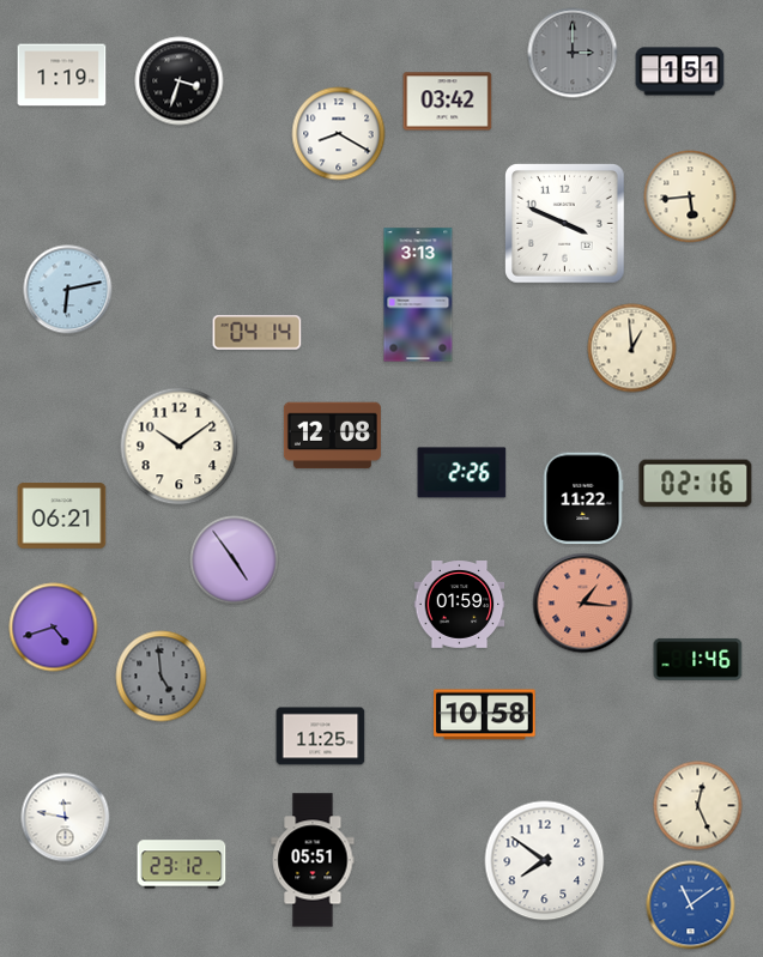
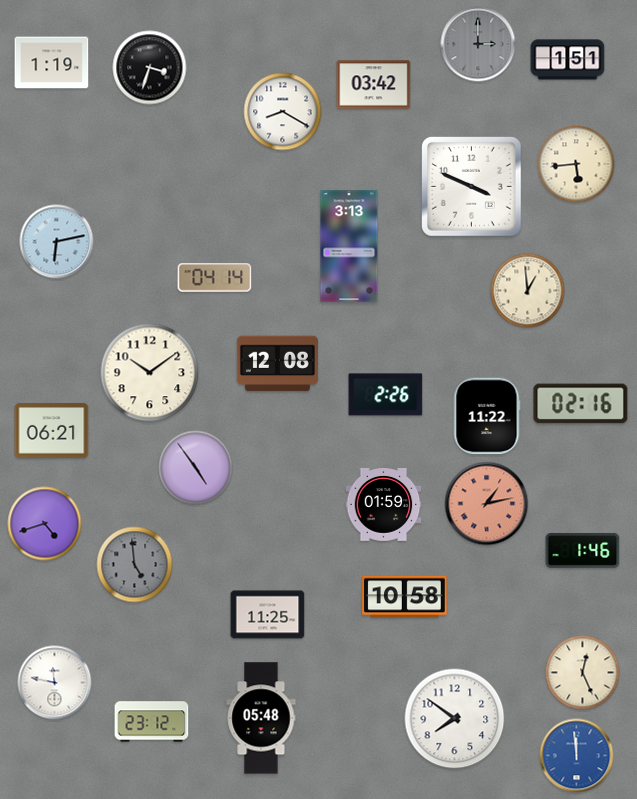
clock at (583, 604): 1:16 -> 1:13
clock at (313, 860): 05:51 -> 05:48
clock at (691, 905): 11:09 -> 11:59
